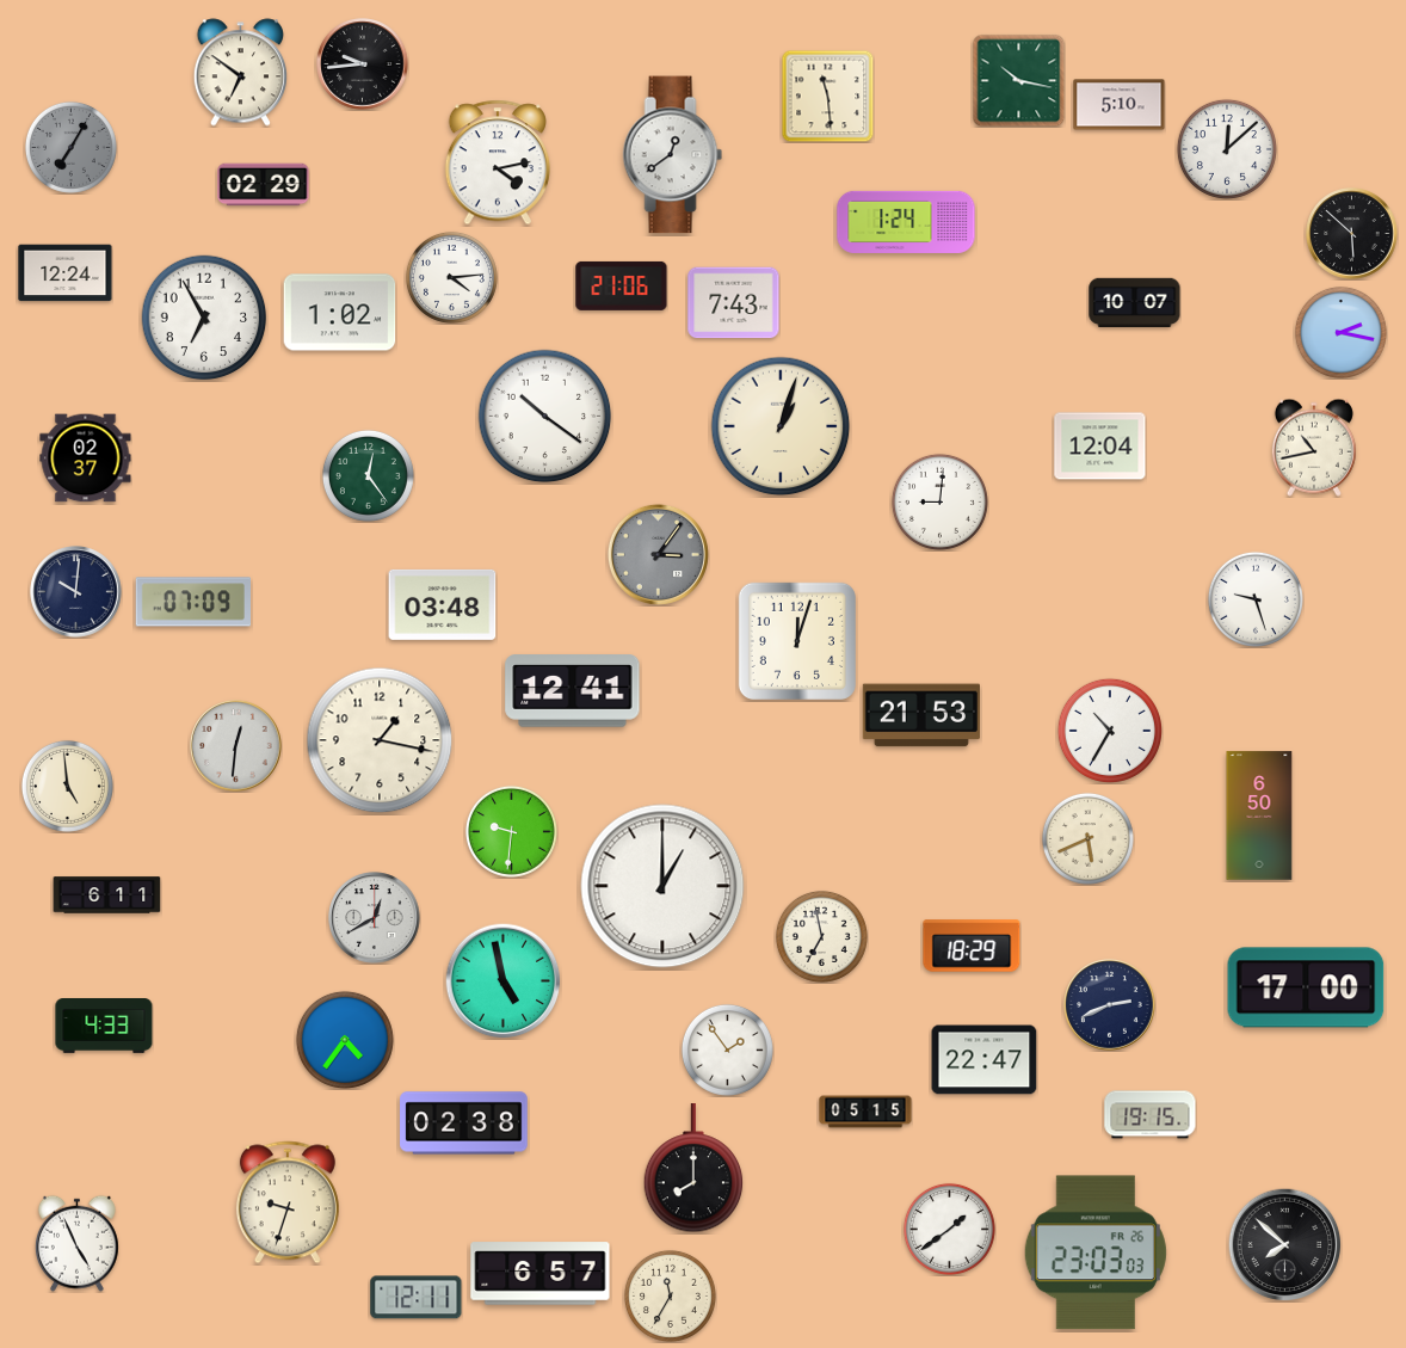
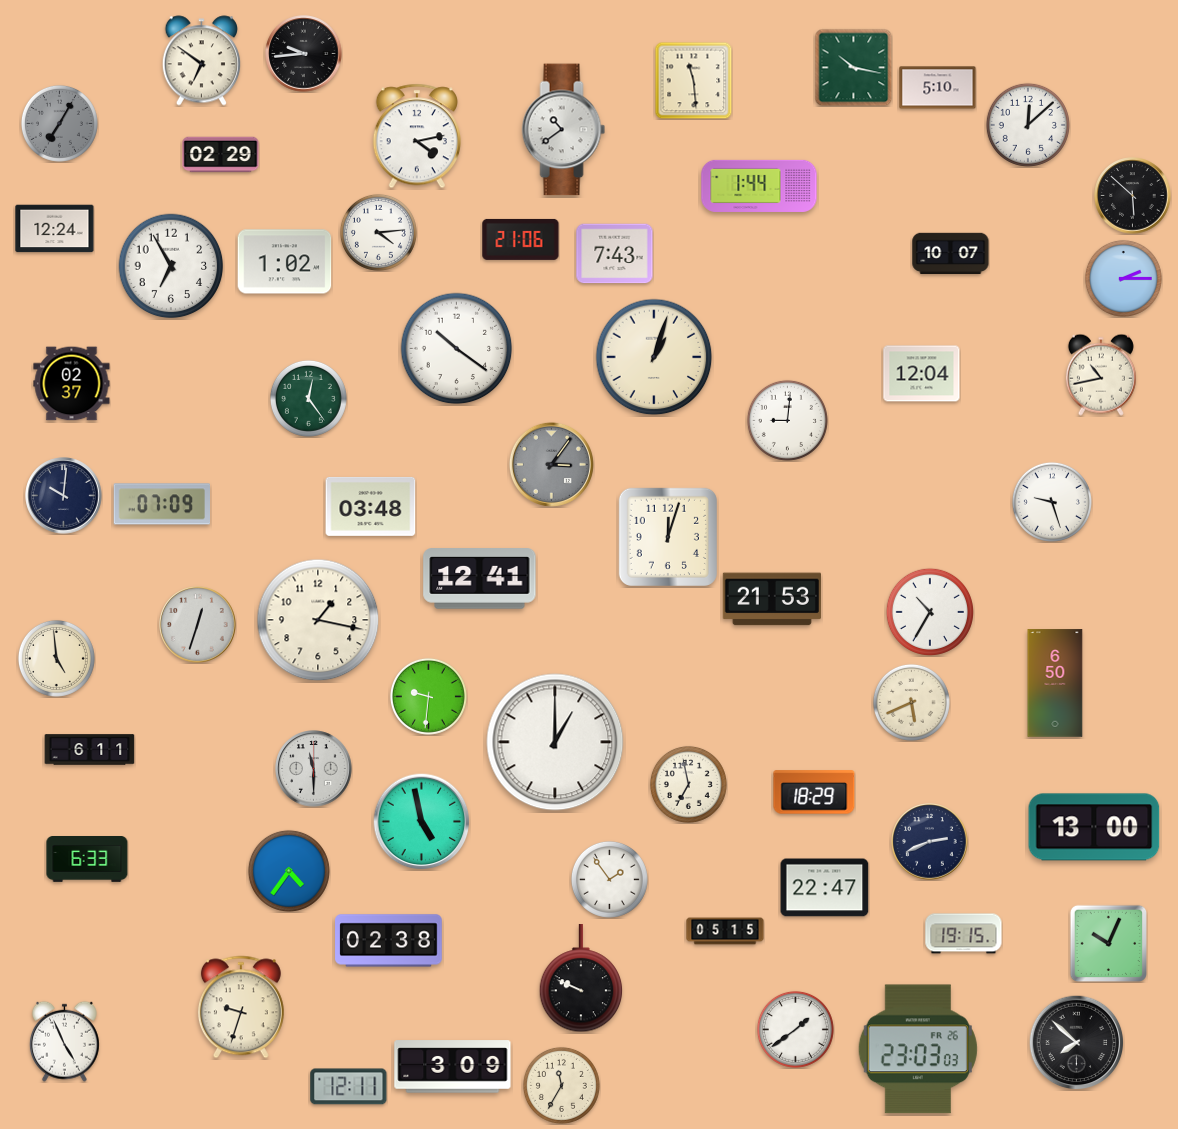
clock at (673, 155): 12:39 -> 10:39
clock at (906, 222): 1:24 -> 1:44
clock at (1340, 332): 2:17 -> 2:15
clock at (236, 746): 12:31 -> 12:33
clock at (375, 918): 12:40 -> 11:30
clock at (1306, 987): 17:00 -> 13:00
clock at (104, 1027): 4:33 -> 6:33
clock at (1108, 943): none -> 10:04
clock at (693, 1169): 8:00 -> 9:49
clock at (541, 1274): 6:57 -> 3:09
